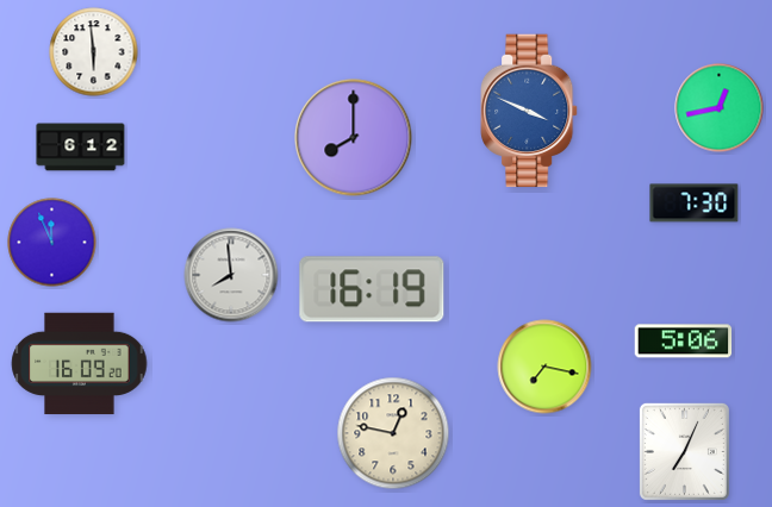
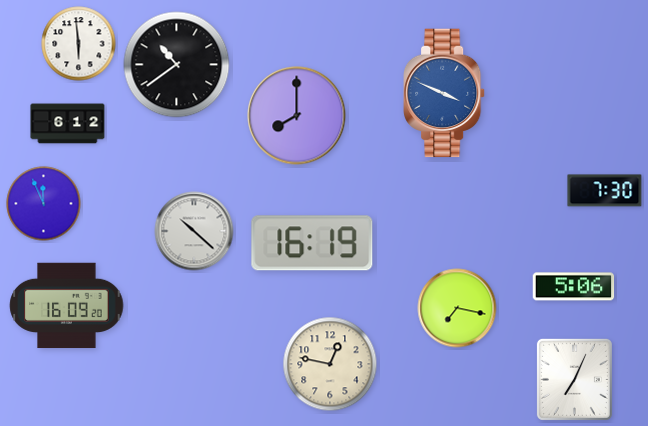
clock at (177, 65): none -> 10:39
clock at (720, 108): 12:43 -> none
clock at (695, 204) position: (695, 204) -> (605, 191)
clock at (231, 275): 7:59 -> 10:22
